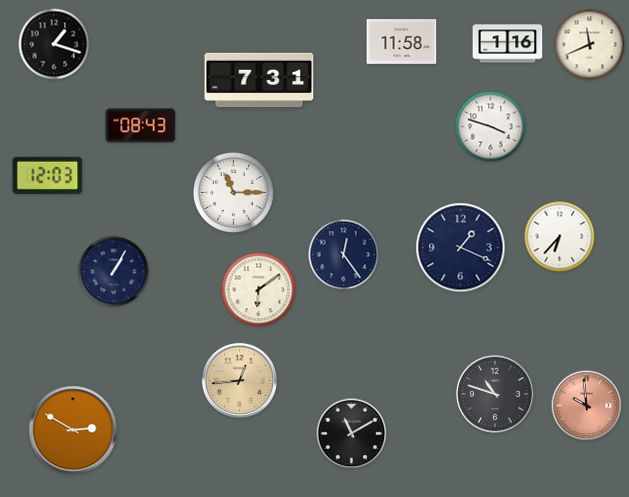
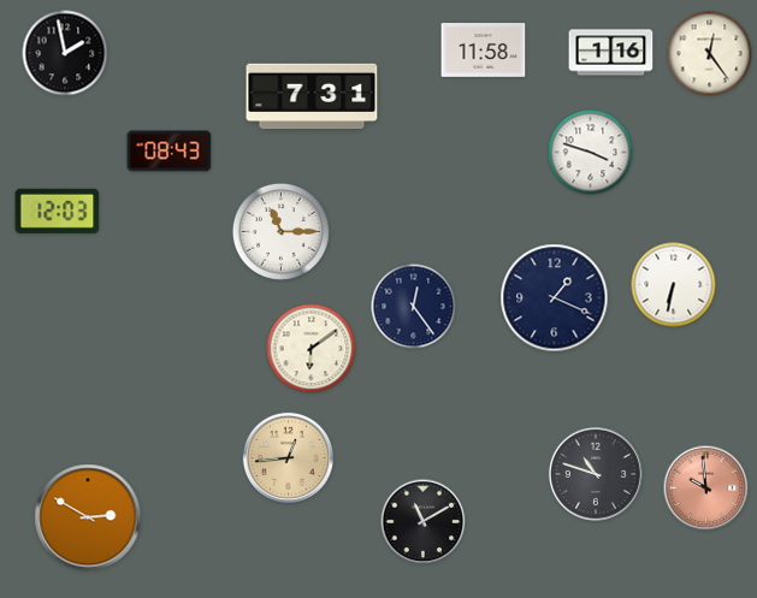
clock at (54, 44): 1:18 -> 1:58
clock at (590, 45): 11:41 -> 12:24
clock at (560, 237): 6:37 -> 6:32
clock at (114, 272): 1:05 -> none
